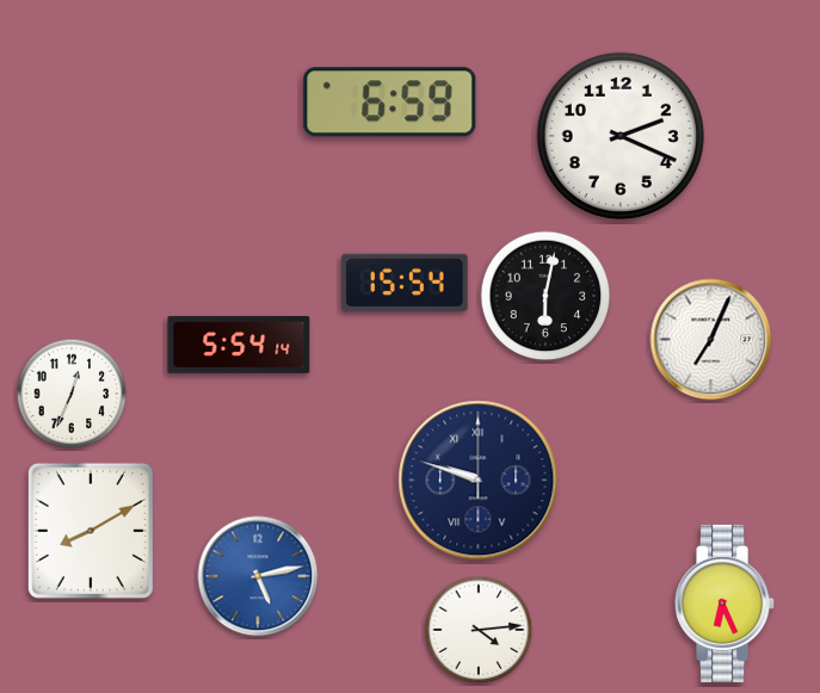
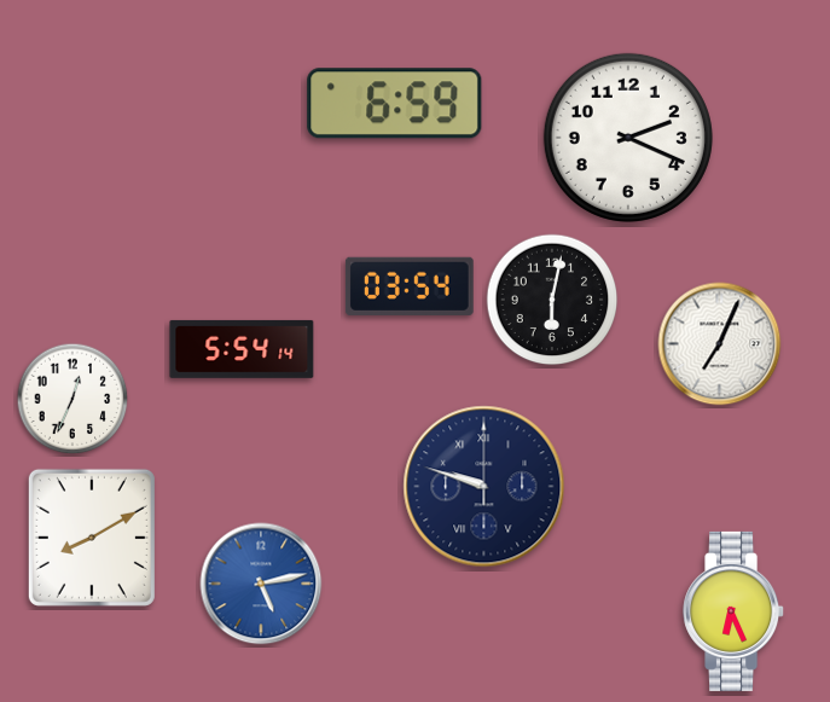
clock at (405, 283): 15:54 -> 03:54
clock at (479, 630): 4:14 -> none
